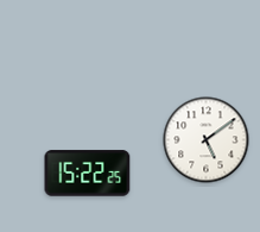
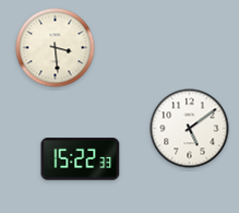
clock at (56, 48): none -> 3:29
clock at (88, 174): 15:22:25 -> 15:22:33
